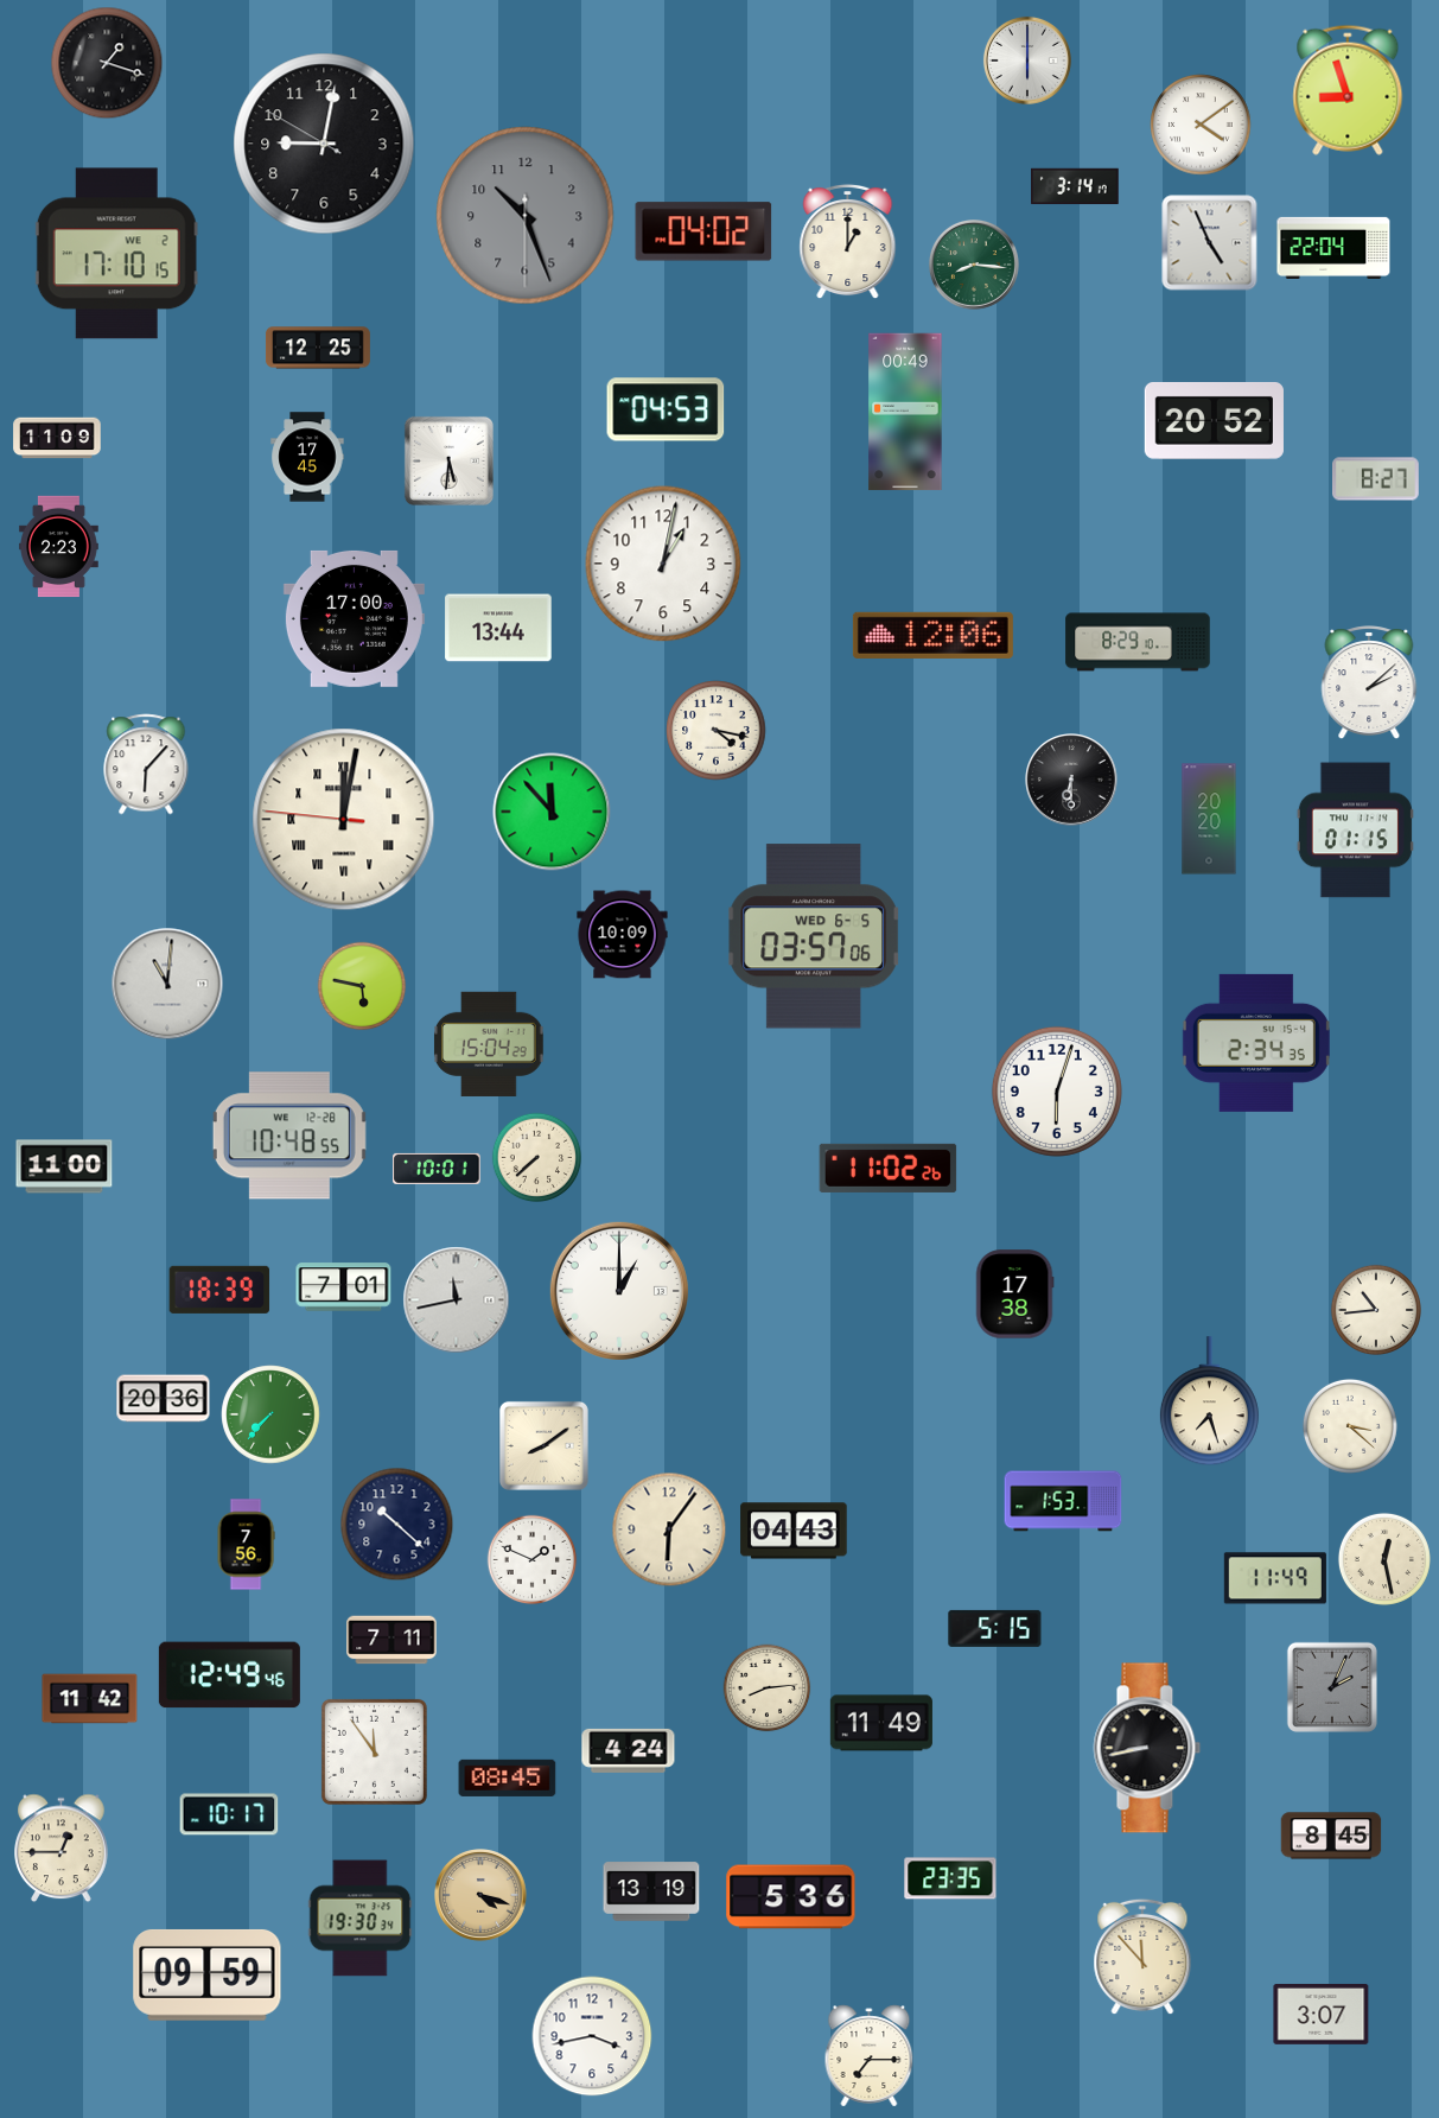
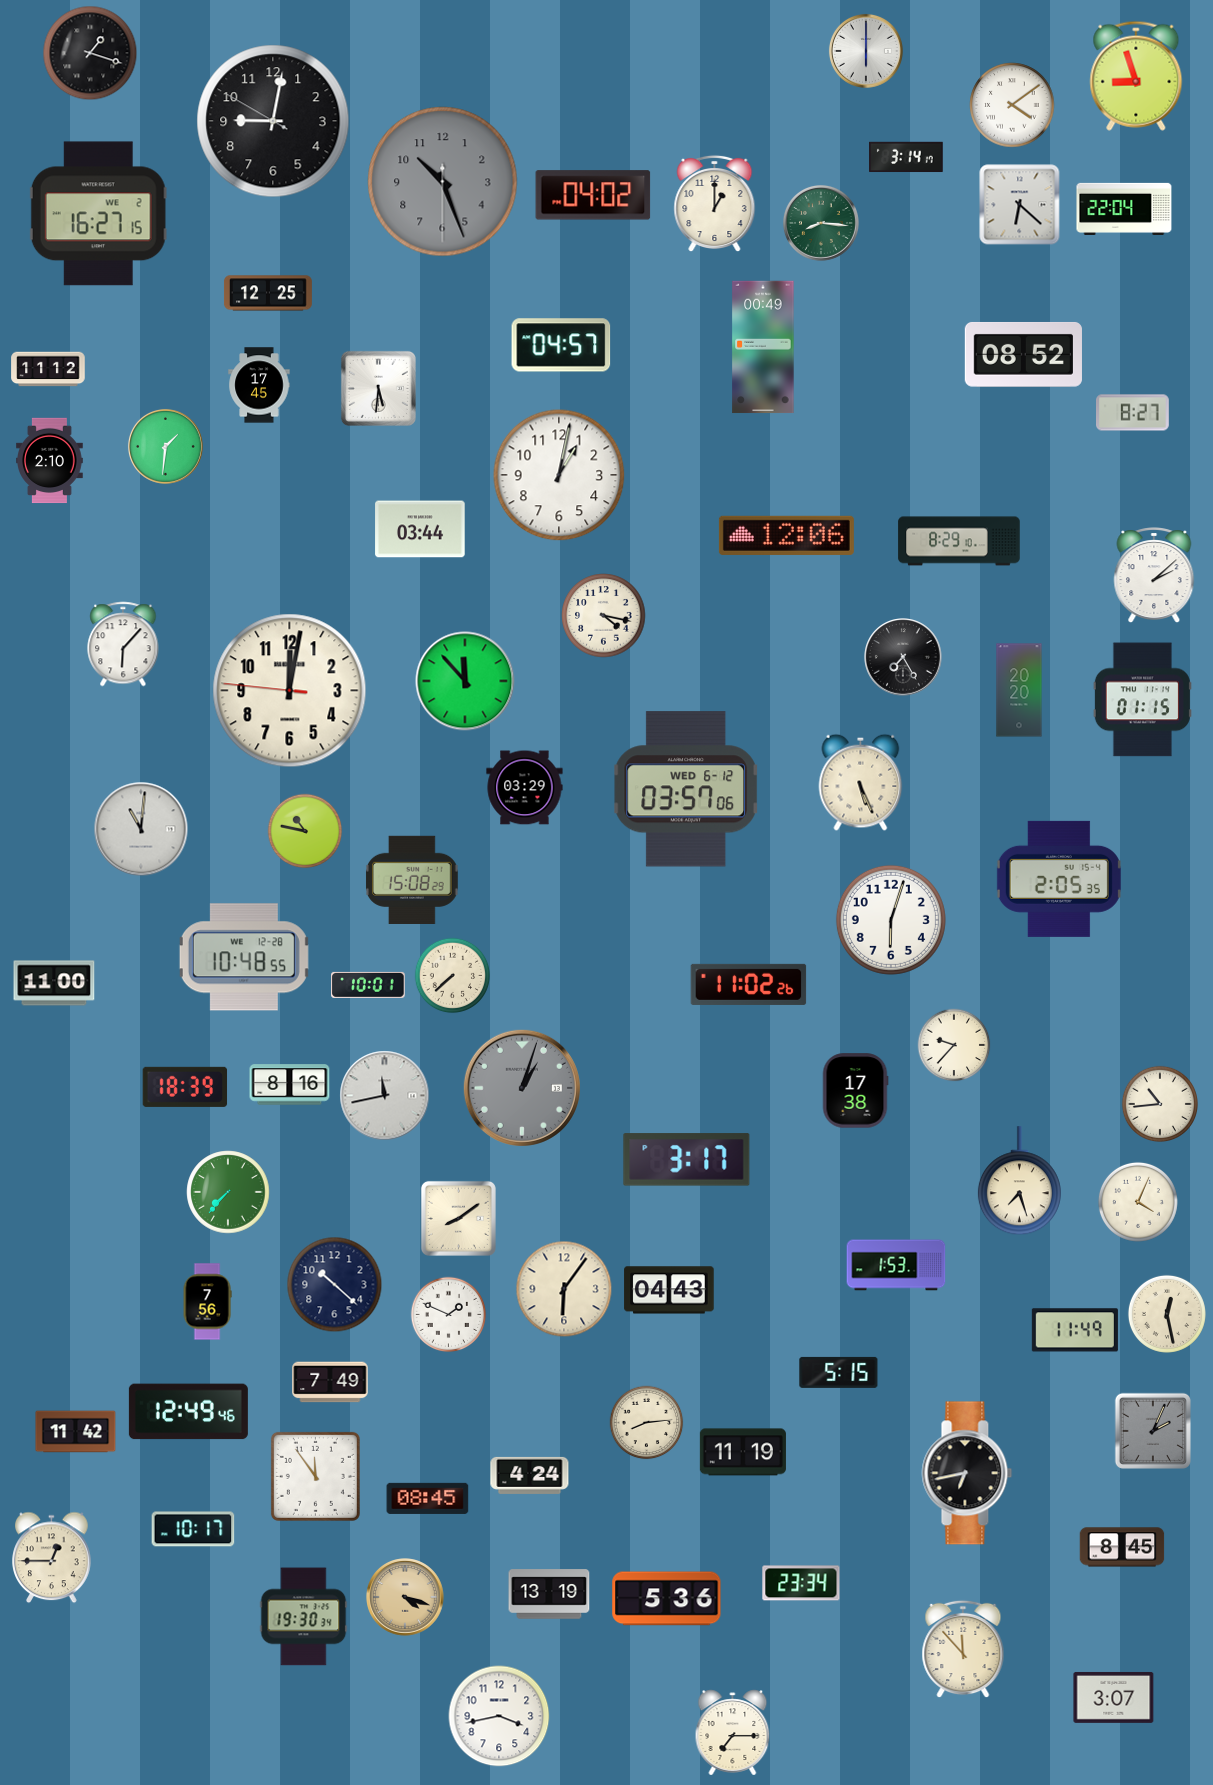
clock at (1210, 243): 4:56 -> 6:22
clock at (116, 254): 17:10 -> 16:27
clock at (666, 409): 04:53 -> 04:57
clock at (1214, 420): 20:52 -> 08:52
clock at (57, 438): 11:09 -> 11:12
clock at (1376, 479) position: (1376, 479) -> (1133, 413)
clock at (165, 446): none -> 1:31
clock at (59, 547): 2:23 -> 2:10
clock at (354, 618): 17:00 -> none
clock at (498, 628): 13:44 -> 03:44
clock at (1071, 780): 6:30 -> 7:25
clock at (552, 812) position: (552, 812) -> (465, 681)
clock at (344, 820) numerals: Roman -> Arabic
clock at (861, 782): none -> 5:26
clock at (623, 935): 10:09 -> 03:29
clock at (814, 936) date: WED 6-5 -> WED 6-12
clock at (362, 986): 5:47 -> 10:47
clock at (1256, 1043): 2:34 -> 2:05
clock at (490, 1044): 15:04 -> 15:08
clock at (954, 1045): none -> 9:37
clock at (344, 1287): 7:01 -> 8:16
clock at (619, 1291): 1:00 -> 1:03
clock at (619, 1291) dial: white -> grey
clock at (687, 1160): none -> 3:17
clock at (164, 1399): 20:36 -> none
clock at (1350, 1426): 3:22 -> 4:04
clock at (391, 1640): 7:11 -> 7:49
clock at (229, 1675) position: (229, 1675) -> (188, 1412)
clock at (1332, 1687) position: (1332, 1687) -> (1153, 1431)
clock at (881, 1723): 11:49 -> 11:19
clock at (1147, 1748): 8:43 -> 6:43
clock at (950, 1878): 23:35 -> 23:34
clock at (208, 1974): 09:59 -> none
